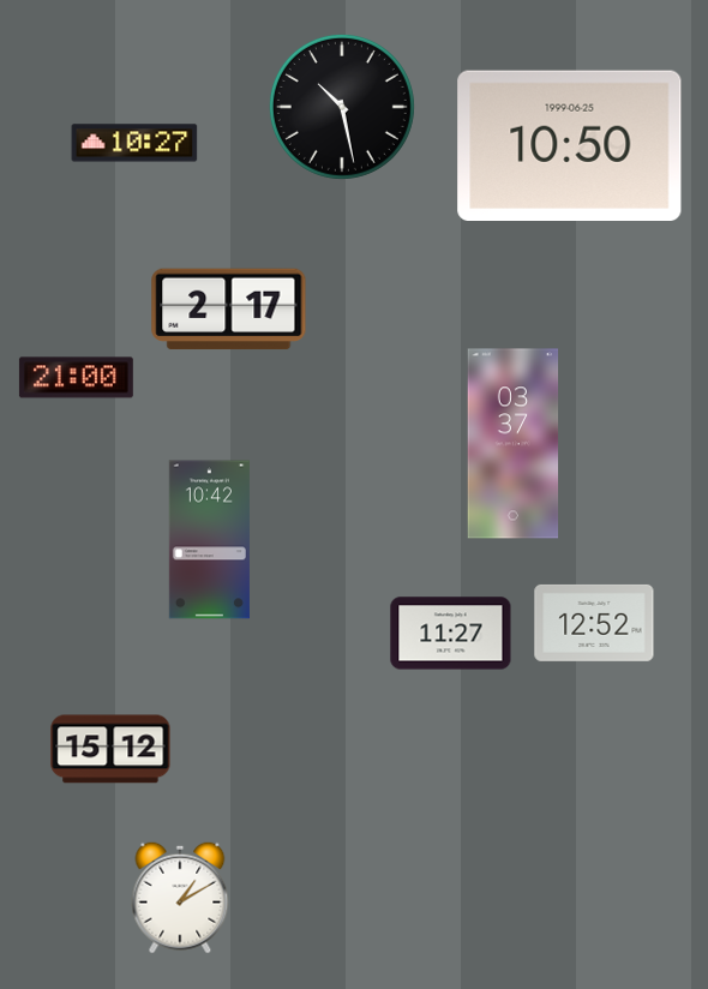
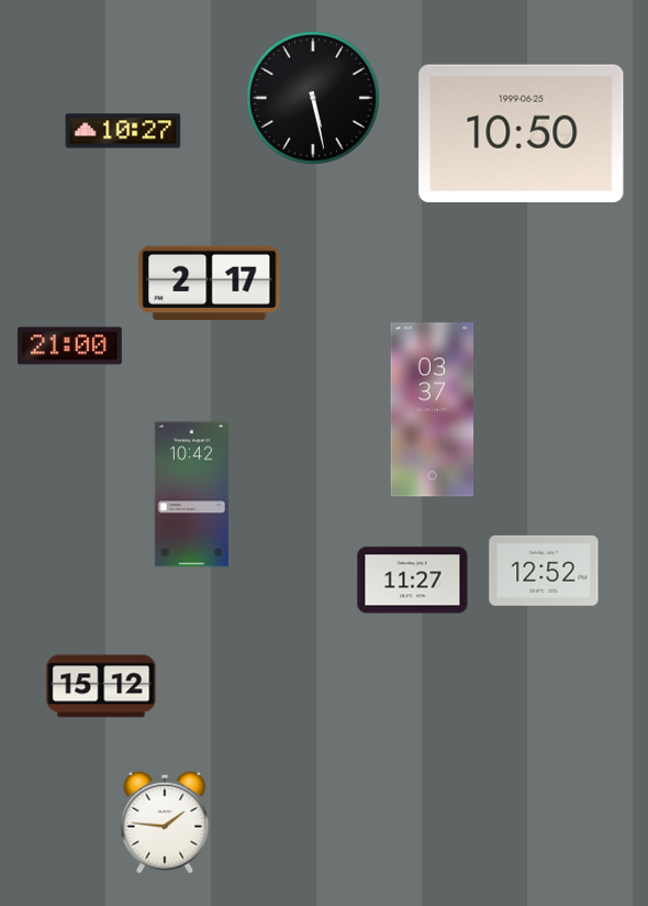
clock at (342, 107): 10:28 -> 5:28
clock at (514, 444) position: (514, 444) -> (433, 410)
clock at (180, 898): 1:10 -> 1:46
